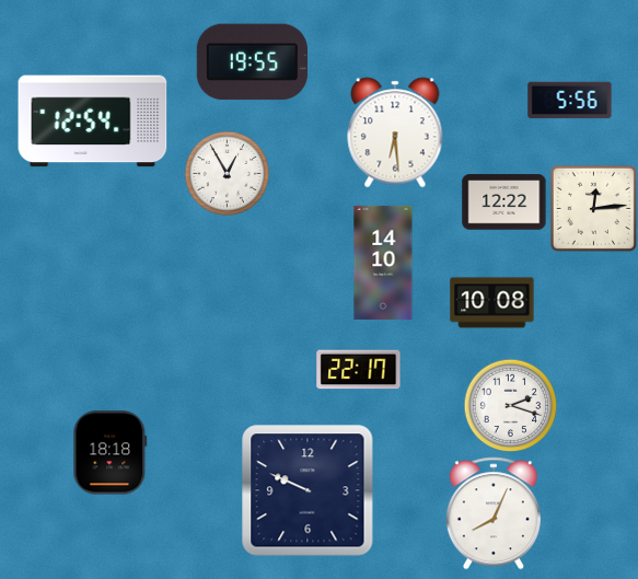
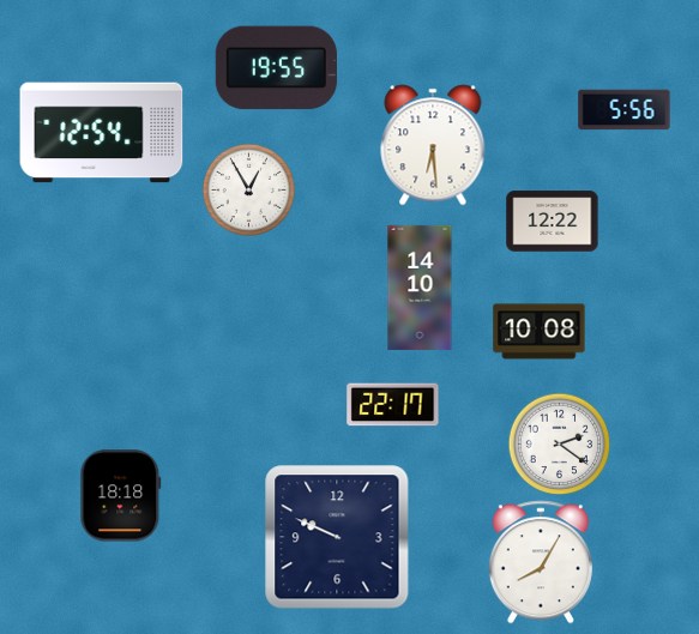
clock at (593, 208): 12:14 -> none
clock at (510, 405): 2:18 -> 2:21
clock at (494, 513): 8:04 -> 8:05
